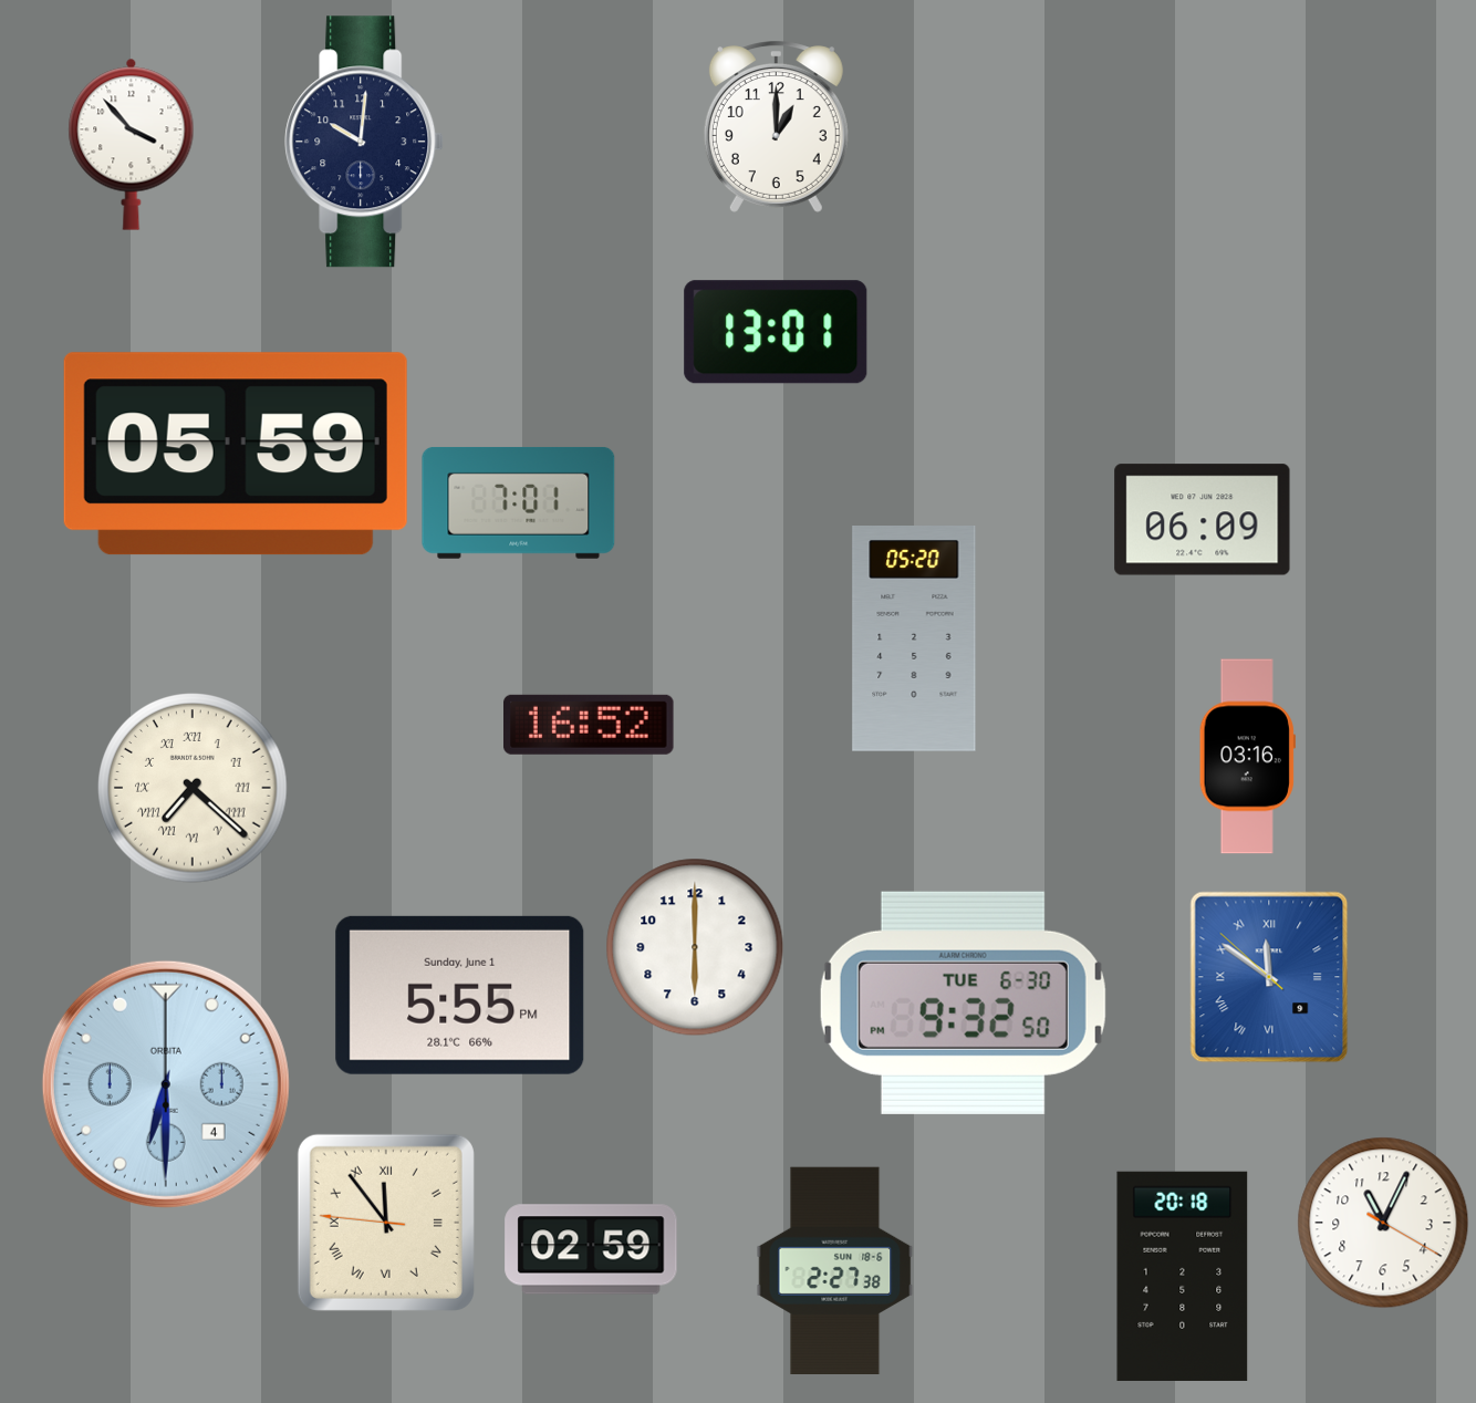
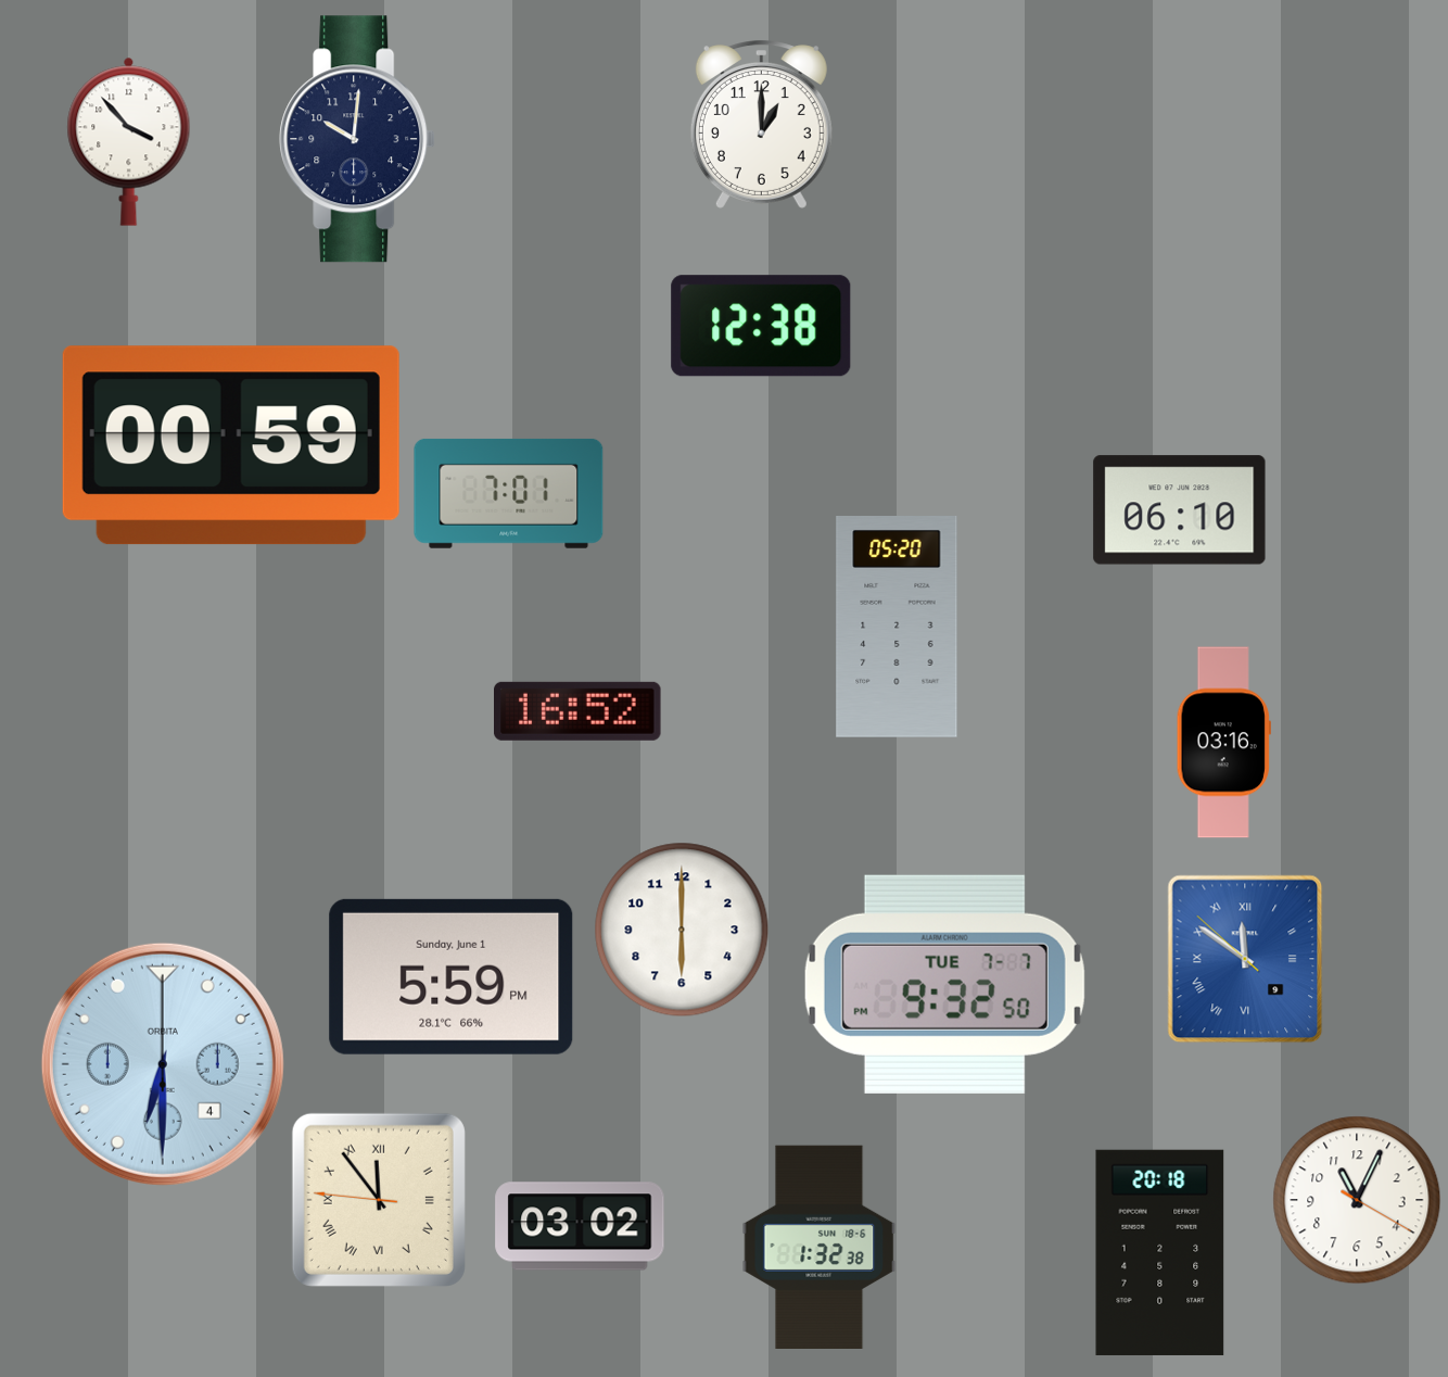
clock at (776, 332): 13:01 -> 12:38
clock at (236, 454): 05:59 -> 00:59
clock at (1203, 520): 06:09 -> 06:10
clock at (193, 788): 7:22 -> none
clock at (460, 995): 5:55 -> 5:59
clock at (963, 1002) date: TUE 6-30 -> TUE 7-7
clock at (591, 1249): 02:59 -> 03:02
clock at (835, 1270): 2:27 -> 1:32
